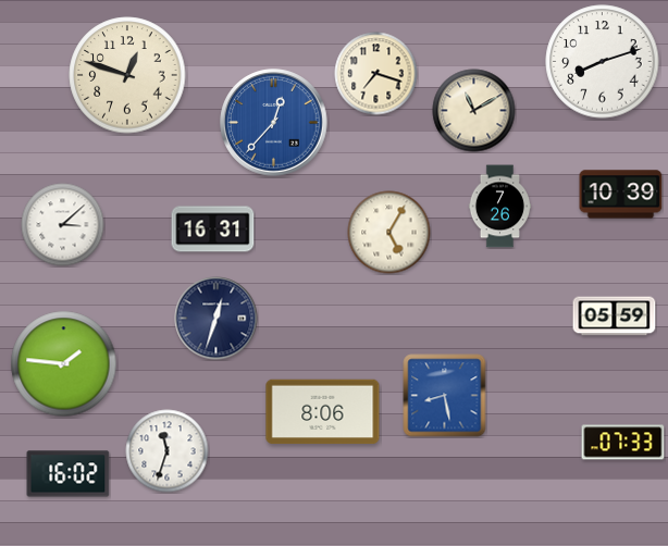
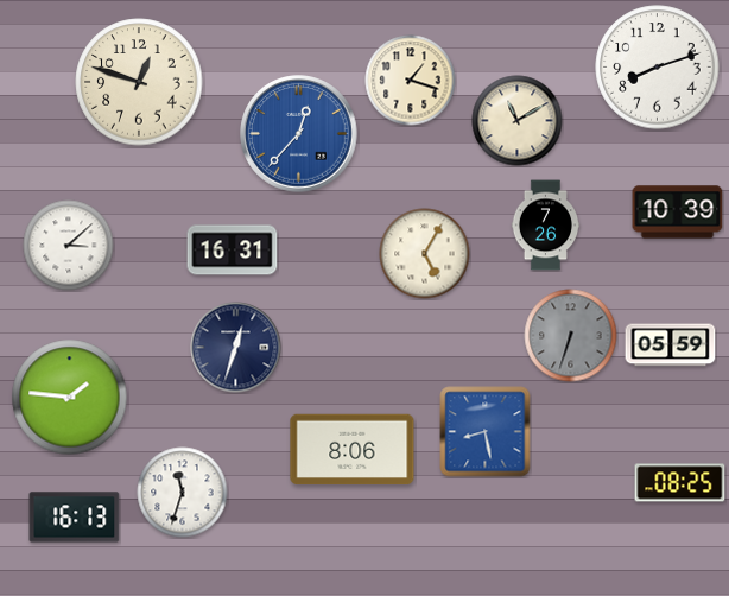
clock at (376, 74): 7:18 -> 1:18
clock at (571, 336): none -> 6:33
clock at (623, 443): 07:33 -> 08:25
clock at (69, 474): 16:02 -> 16:13
